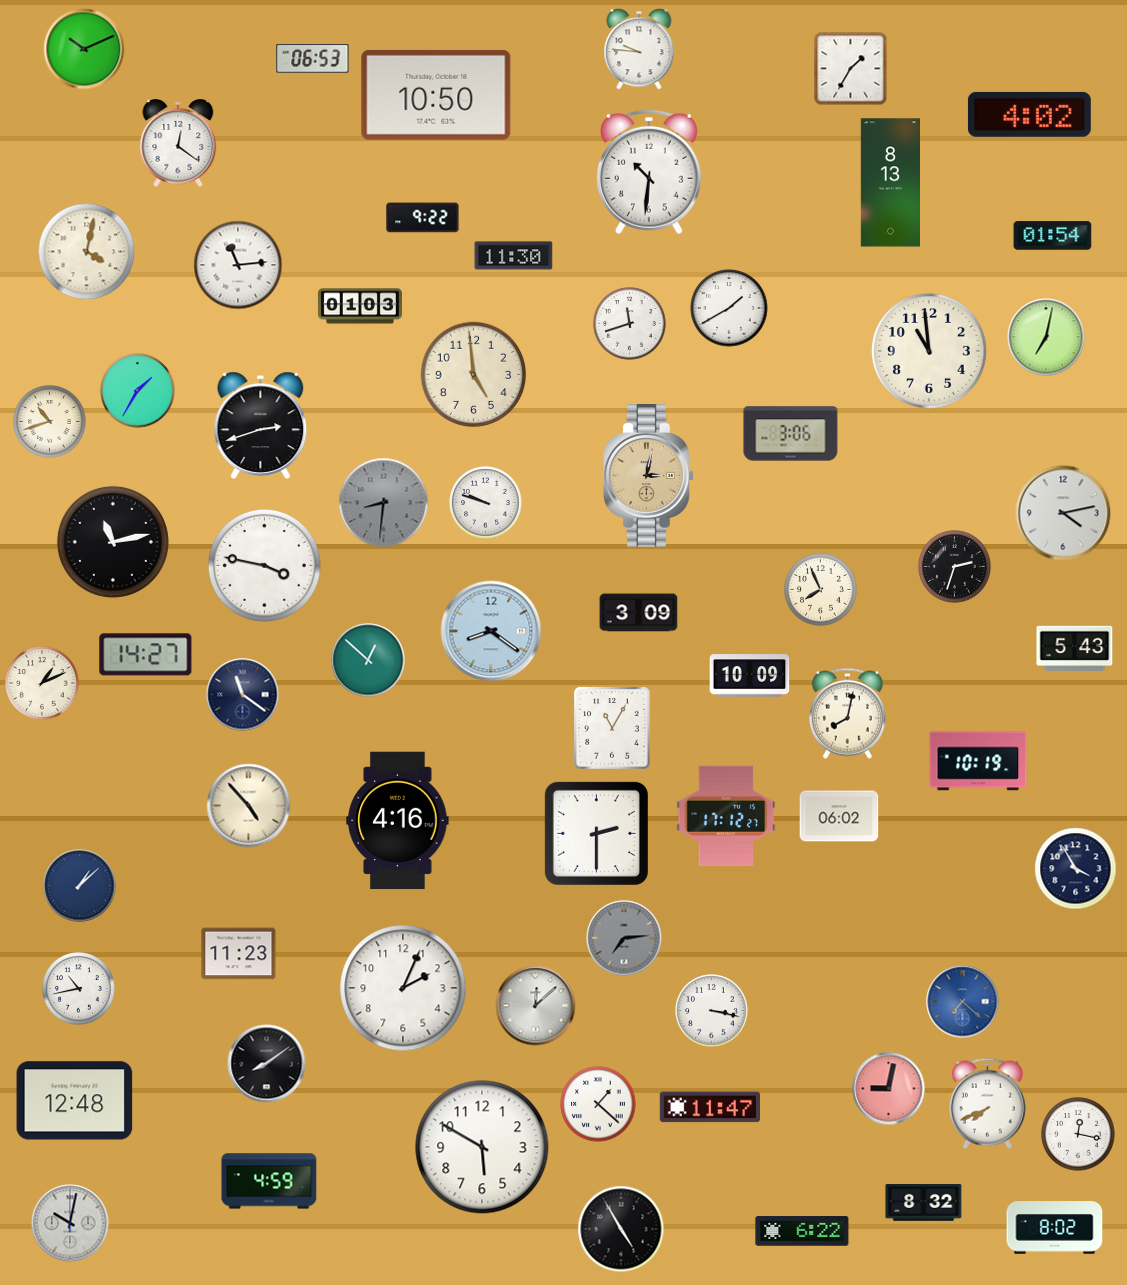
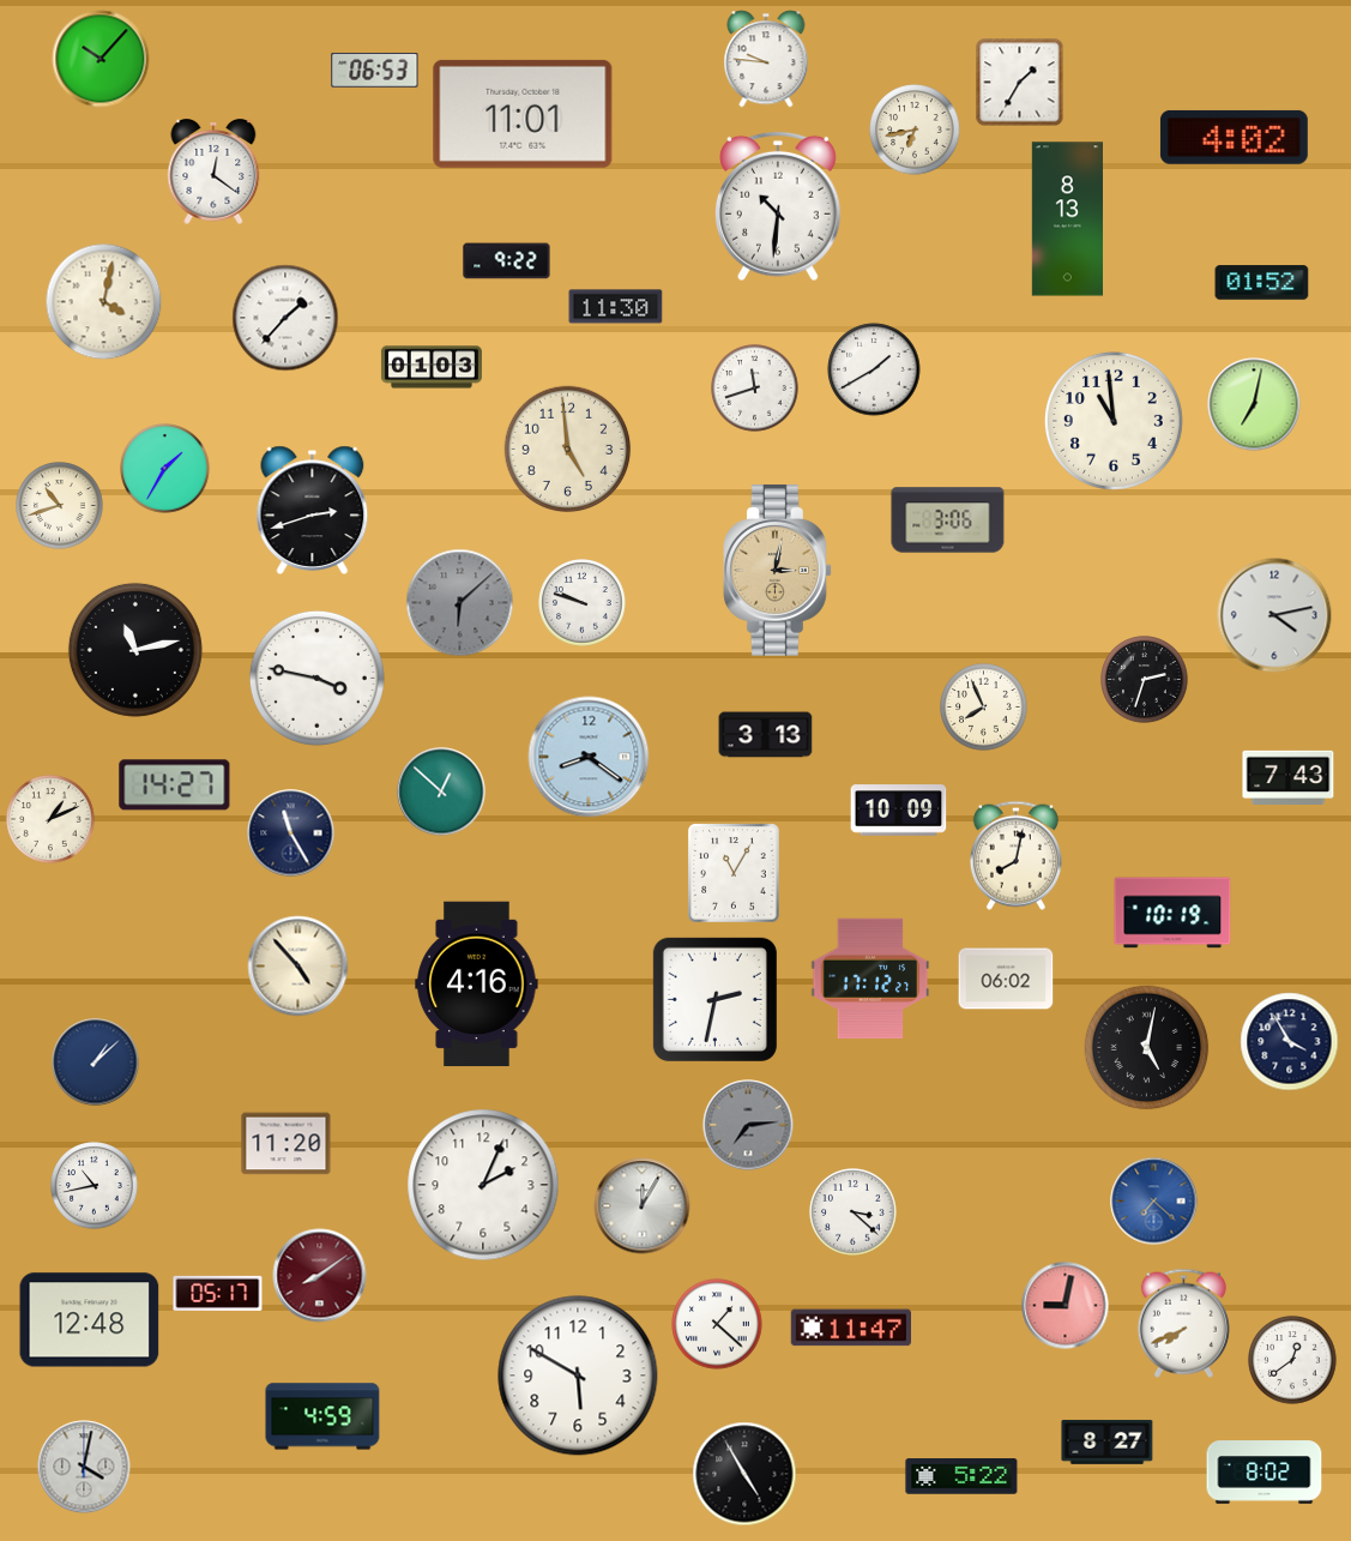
clock at (84, 49): 10:11 -> 10:07
clock at (436, 95): 10:50 -> 11:01
clock at (915, 130): none -> 6:43
clock at (1053, 236): 01:54 -> 01:52
clock at (238, 265): 11:14 -> 1:37
clock at (384, 503): 8:31 -> 6:08
clock at (639, 613): 3:09 -> 3:13
clock at (1075, 648): 5:43 -> 7:43
clock at (243, 695): 11:21 -> 11:25
clock at (596, 833): 2:30 -> 2:32
clock at (1147, 1048): none -> 5:02
clock at (239, 954): 11:23 -> 11:20
clock at (536, 1006): 12:08 -> 12:05
clock at (712, 1011): 3:17 -> 3:22
clock at (267, 1064) dial: black -> burgundy
clock at (218, 1293): none -> 05:17
clock at (1078, 1134): 12:17 -> 12:39
clock at (924, 1202): 8:32 -> 8:27
clock at (70, 1223): 10:02 -> 4:02
clock at (802, 1231): 6:22 -> 5:22
